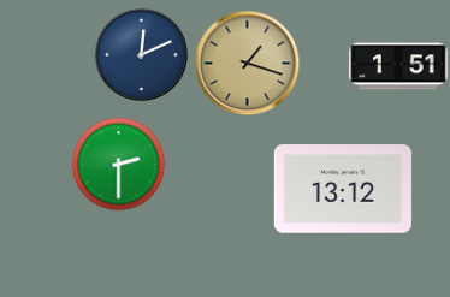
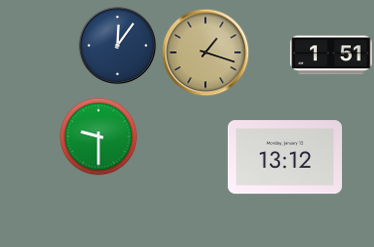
clock at (141, 54): 12:11 -> 12:06
clock at (118, 164): 2:30 -> 9:30
